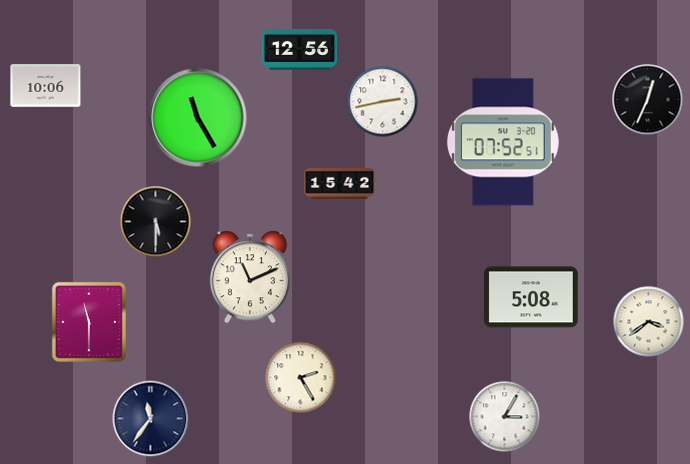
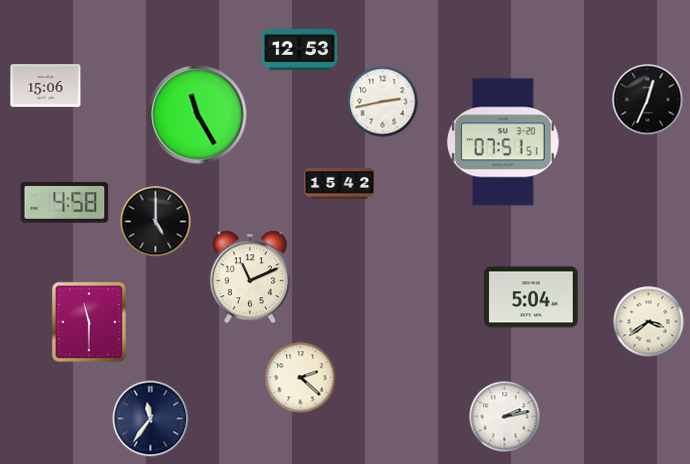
clock at (300, 49): 12:56 -> 12:53
clock at (46, 86): 10:06 -> 15:06
clock at (198, 118) position: (198, 118) -> (198, 115)
clock at (503, 142): 07:52 -> 07:51
clock at (65, 203): none -> 4:58
clock at (156, 222): 5:30 -> 5:00
clock at (531, 297): 5:08 -> 5:04
clock at (301, 378): 2:25 -> 2:22
clock at (505, 417): 3:05 -> 2:13
